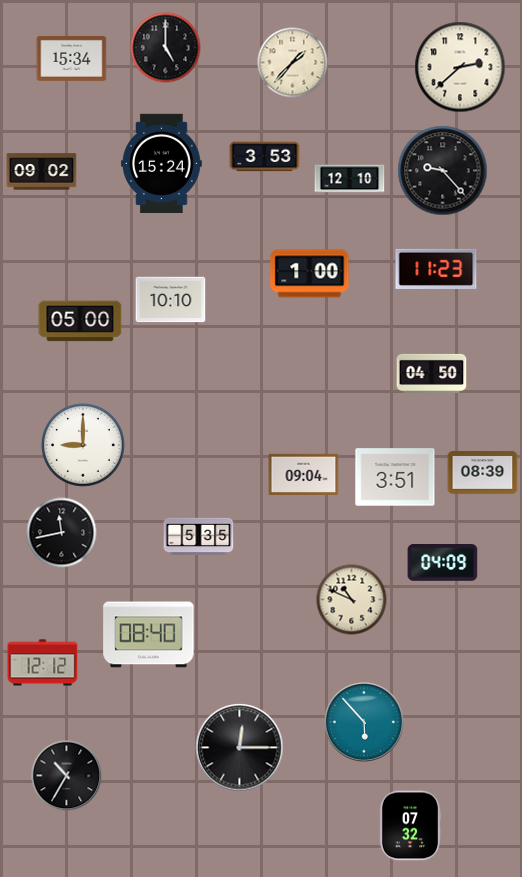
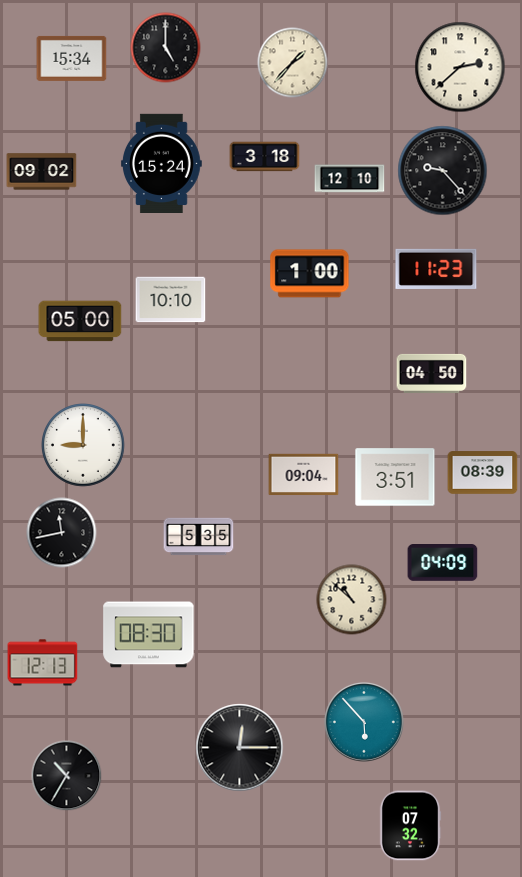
clock at (265, 157): 3:53 -> 3:18
clock at (352, 600): 10:49 -> 10:52
clock at (149, 635): 08:40 -> 08:30
clock at (43, 663): 12:12 -> 12:13
